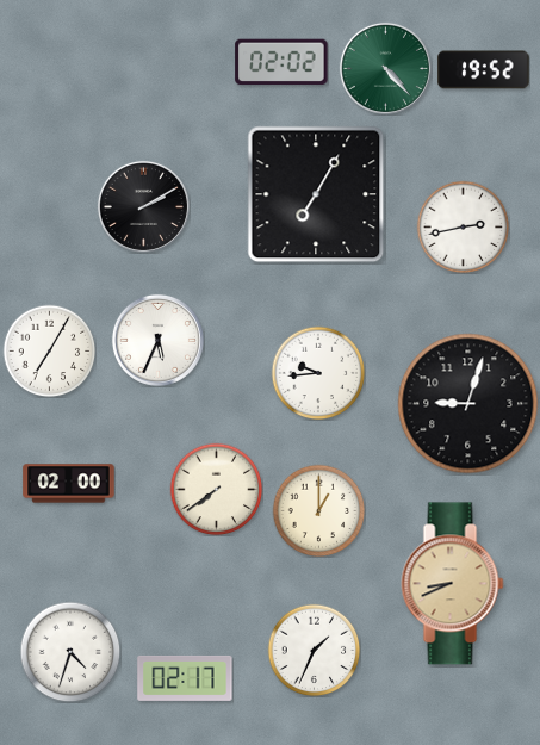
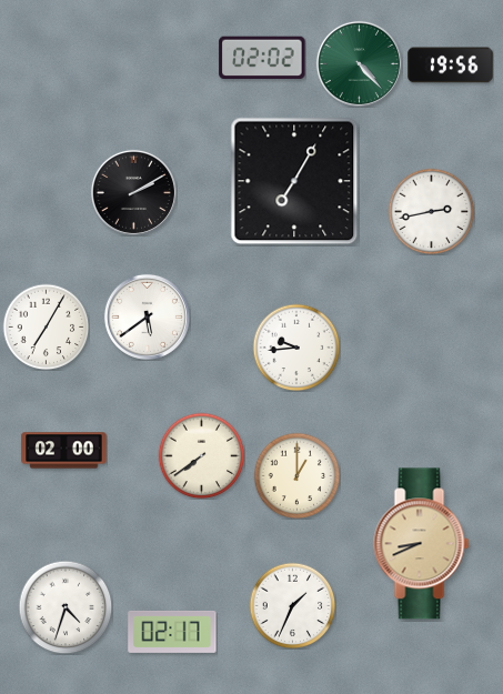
clock at (484, 70): 19:52 -> 19:56
clock at (157, 340): 5:34 -> 5:39
clock at (468, 404): 9:03 -> none
